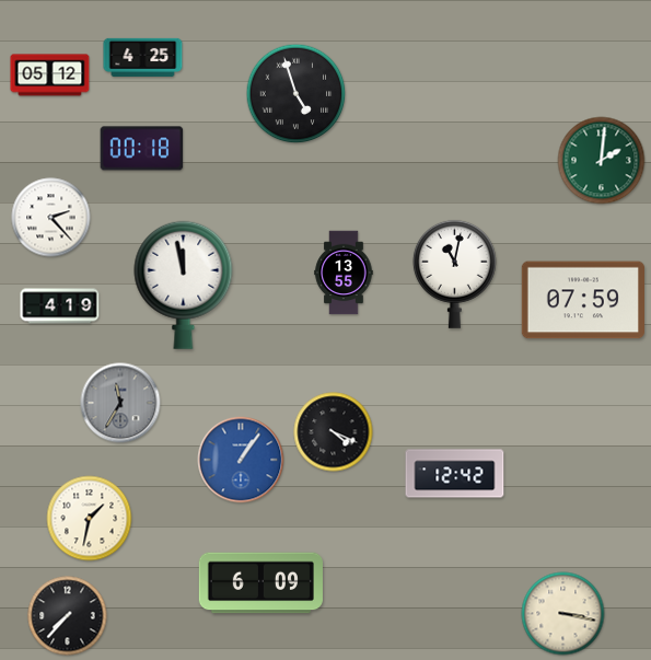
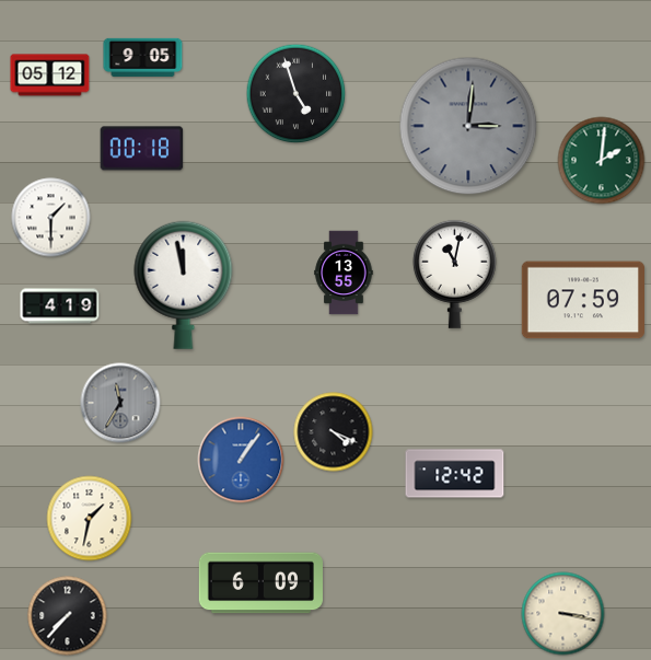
clock at (143, 57): 4:25 -> 9:05
clock at (468, 126): none -> 3:01
clock at (51, 218): 2:23 -> 1:30
